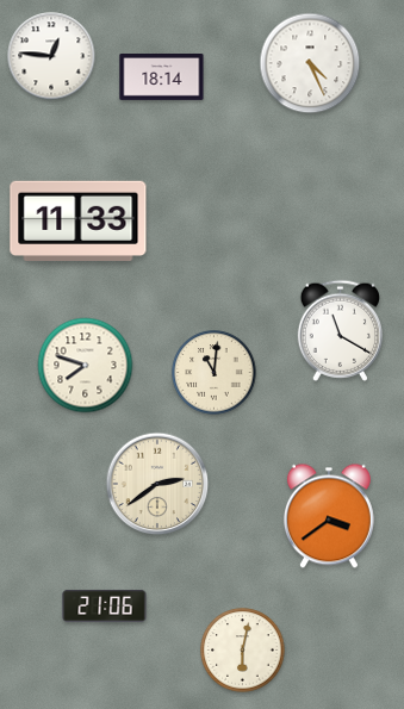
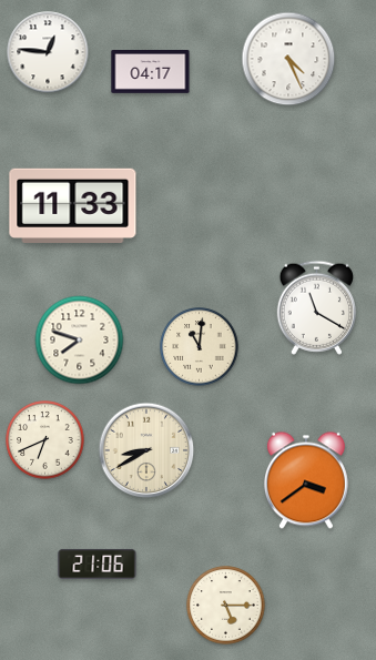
clock at (162, 77): 18:14 -> 04:17
clock at (45, 440): none -> 6:41
clock at (157, 484): 2:39 -> 8:40
clock at (243, 651): 6:02 -> 5:15
